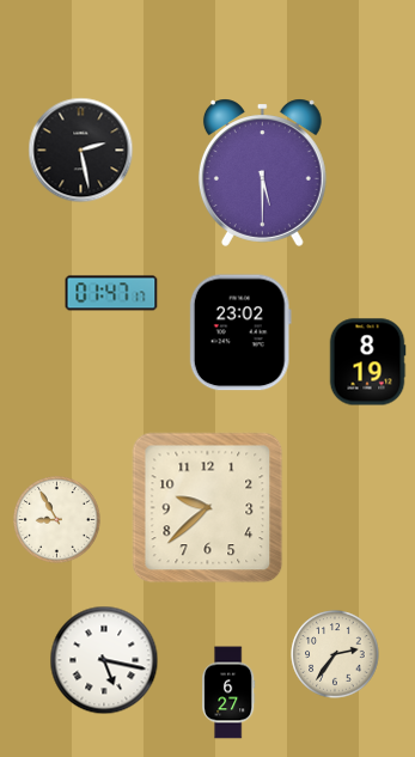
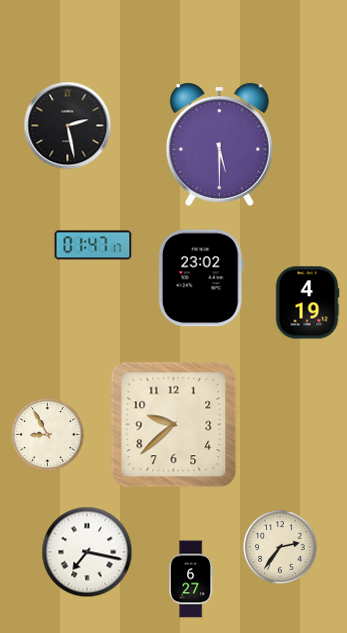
clock at (367, 362): 8:19 -> 4:19
clock at (104, 660): 5:17 -> 7:17
